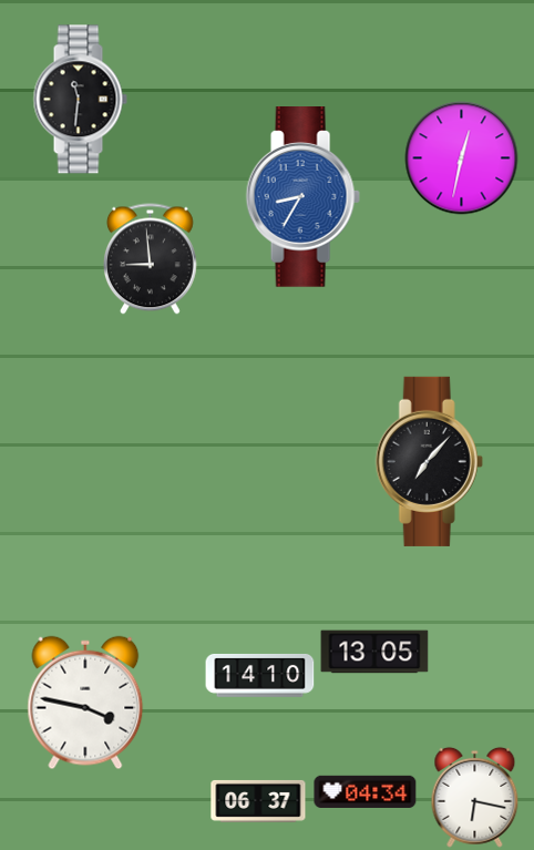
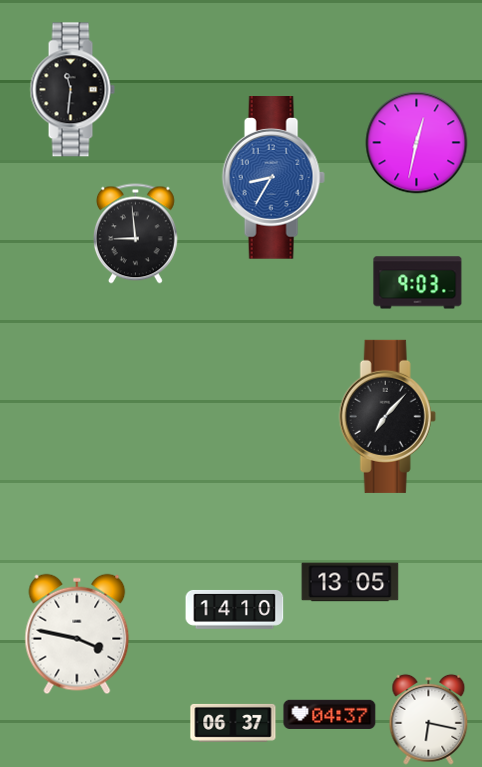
clock at (418, 283): none -> 9:03
clock at (374, 652) position: (374, 652) -> (350, 582)
clock at (366, 791): 04:34 -> 04:37
